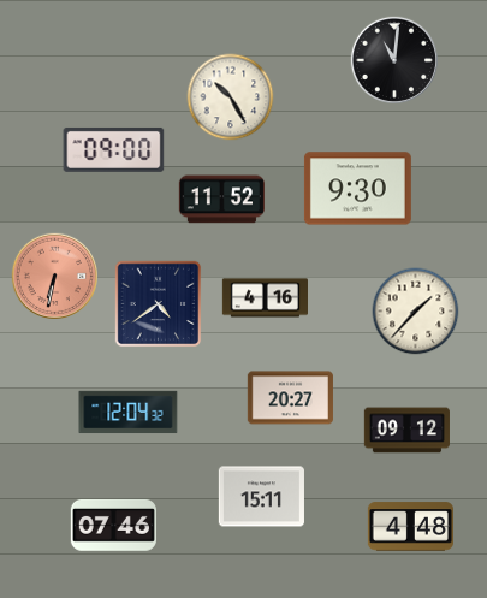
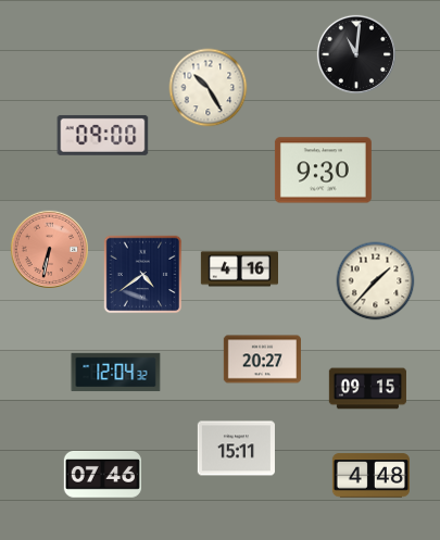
clock at (221, 200): 11:52 -> none
clock at (406, 431): 09:12 -> 09:15
